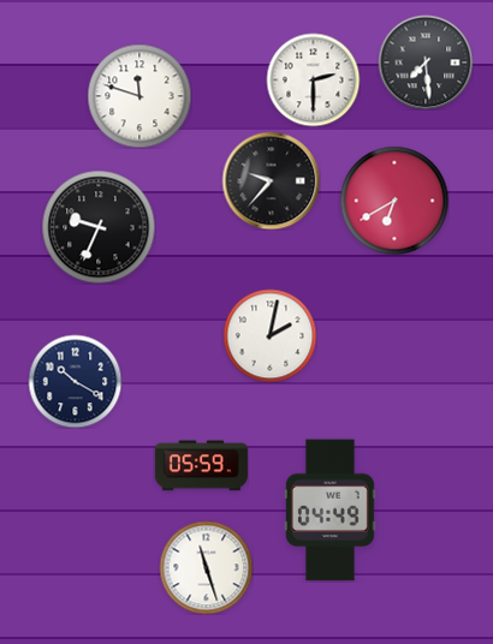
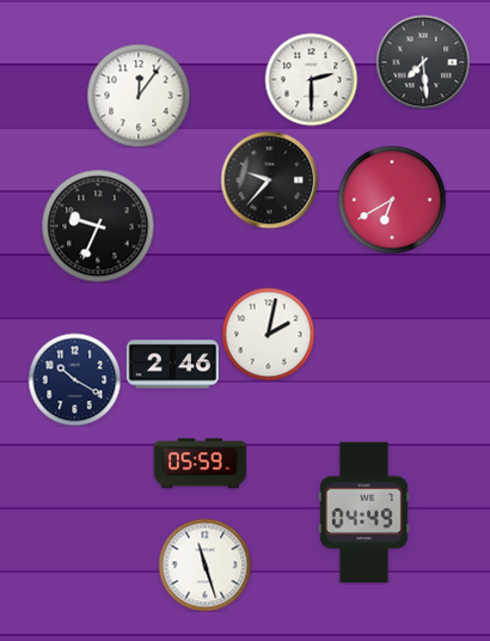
clock at (139, 96): 11:48 -> 12:06
clock at (172, 365): none -> 2:46
clock at (329, 511) position: (329, 511) -> (363, 513)
